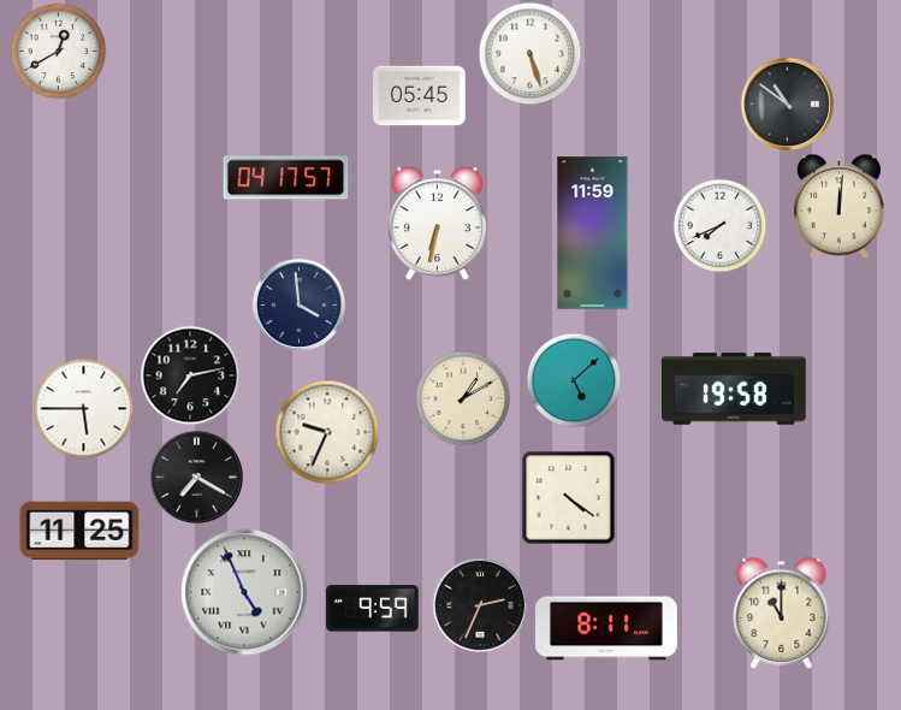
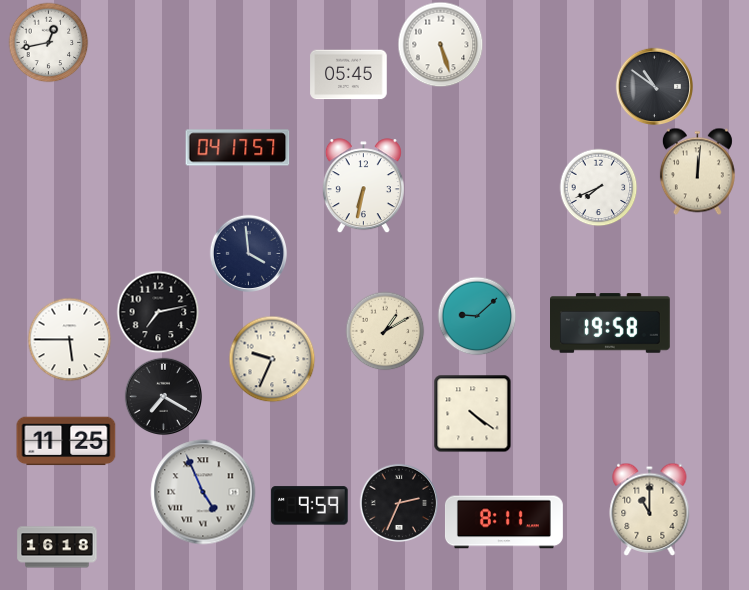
clock at (58, 51): 12:40 -> 12:43
clock at (420, 96) position: (420, 96) -> (349, 75)
clock at (593, 233): 11:59 -> none
clock at (574, 380): 5:08 -> 9:08
clock at (57, 547): none -> 16:18
